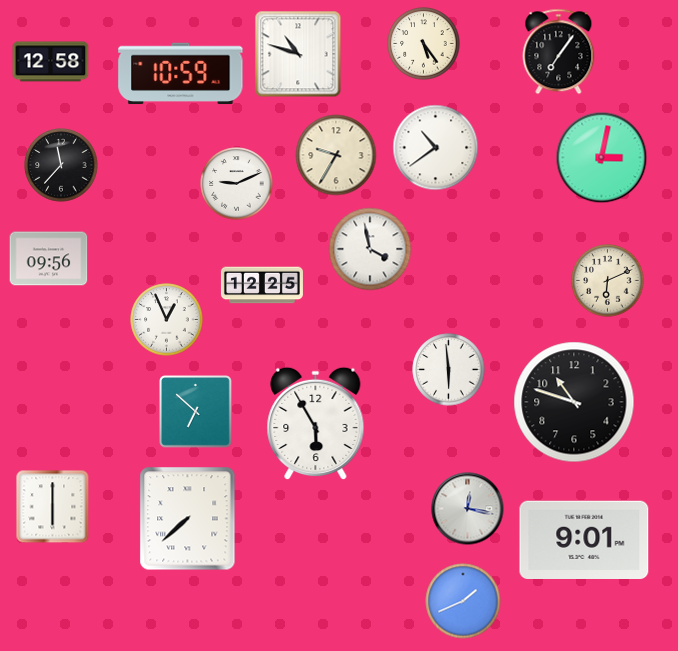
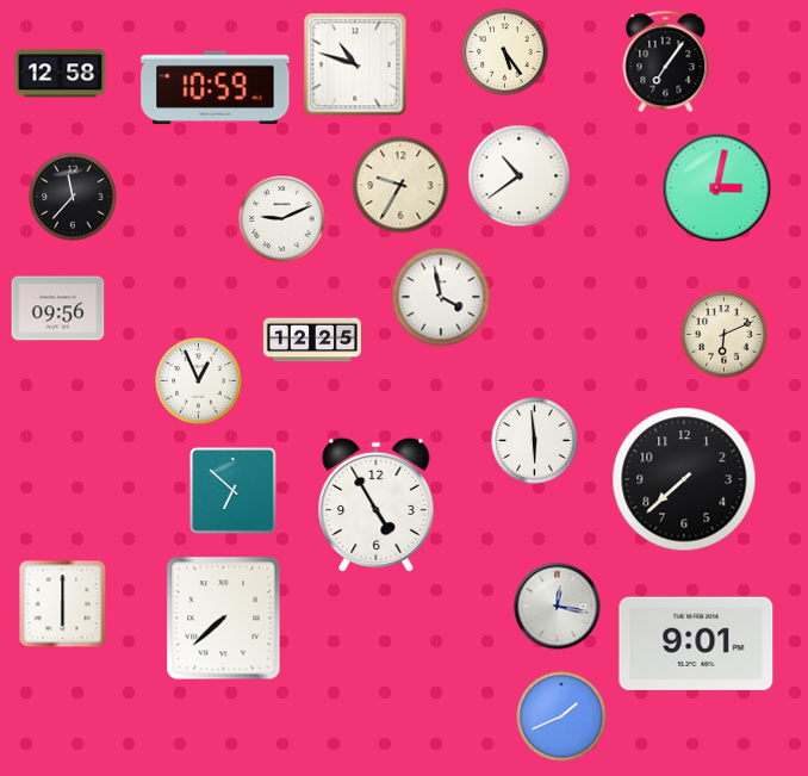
clock at (574, 402): 10:48 -> 7:38
clock at (316, 424): 5:55 -> 4:55
clock at (463, 601) position: (463, 601) -> (561, 716)
